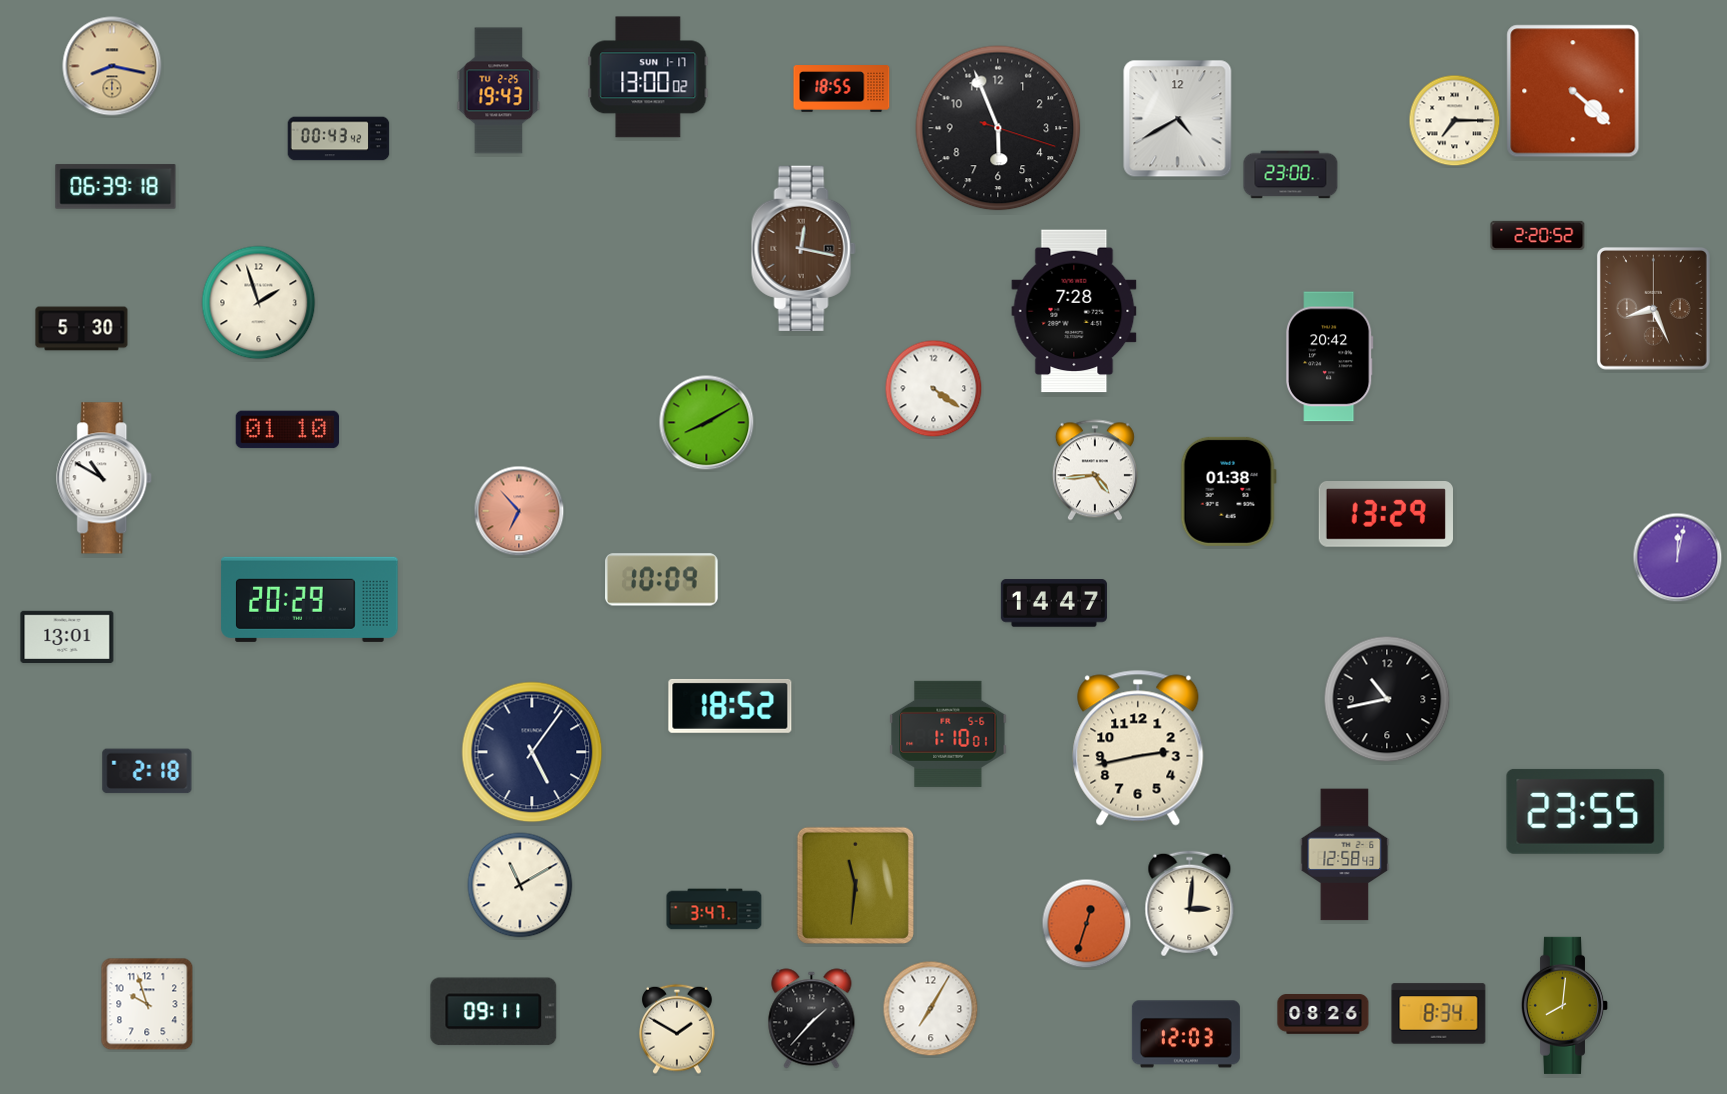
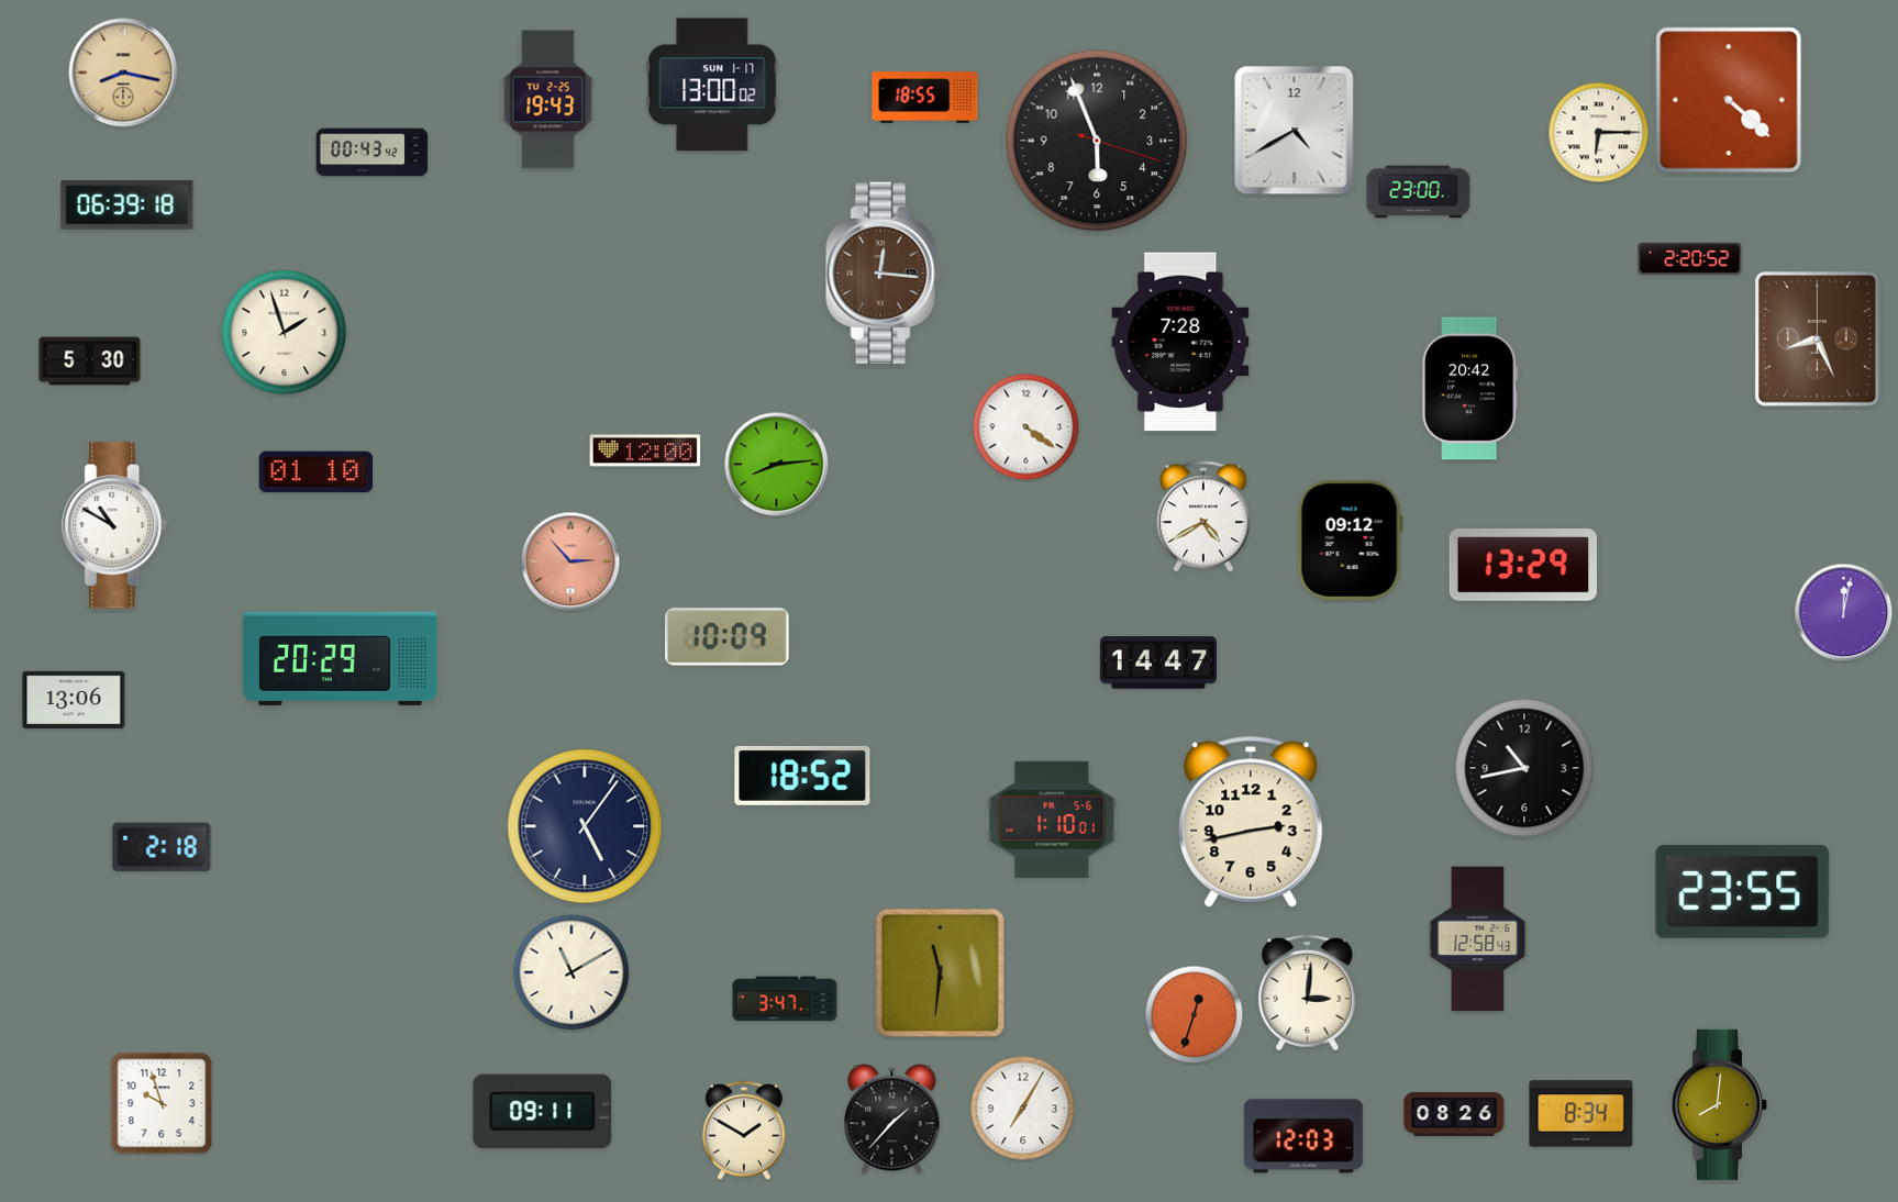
clock at (1455, 121): 7:15 -> 6:15
clock at (803, 248): 12:17 -> 12:16
clock at (1330, 357) position: (1330, 357) -> (1470, 389)
clock at (645, 450): none -> 12:00
clock at (707, 423): 8:10 -> 8:14
clock at (1095, 470): 4:44 -> 4:40
clock at (1228, 491): 01:38 -> 09:12
clock at (519, 511): 6:53 -> 2:53
clock at (67, 636): 13:01 -> 13:06
clock at (948, 734) position: (948, 734) -> (1052, 820)
